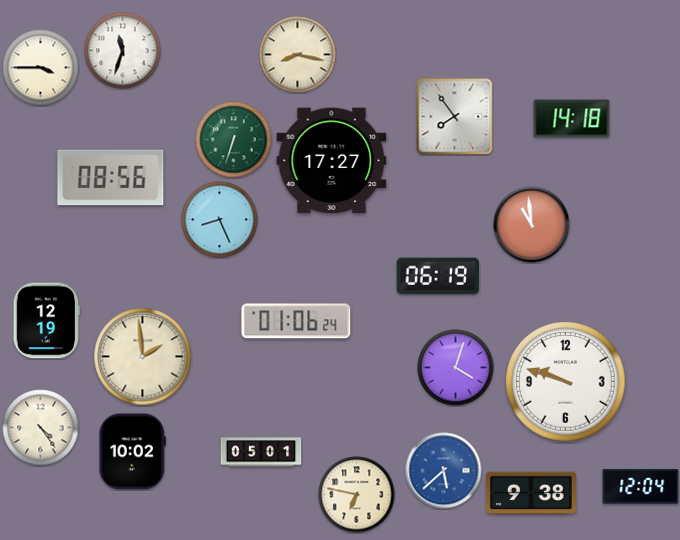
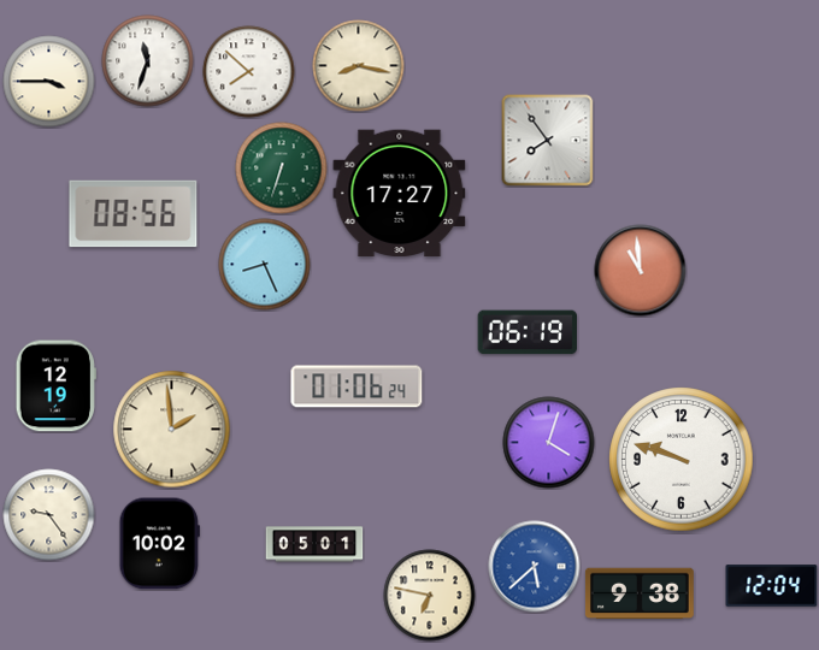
clock at (249, 72): none -> 7:52
clock at (572, 119): 14:18 -> none
clock at (41, 428): 4:24 -> 9:24
